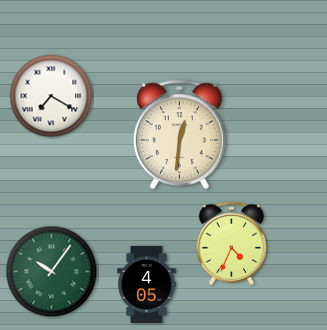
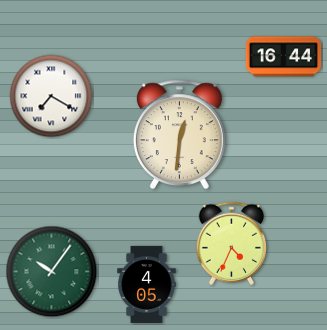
clock at (283, 57): none -> 16:44
